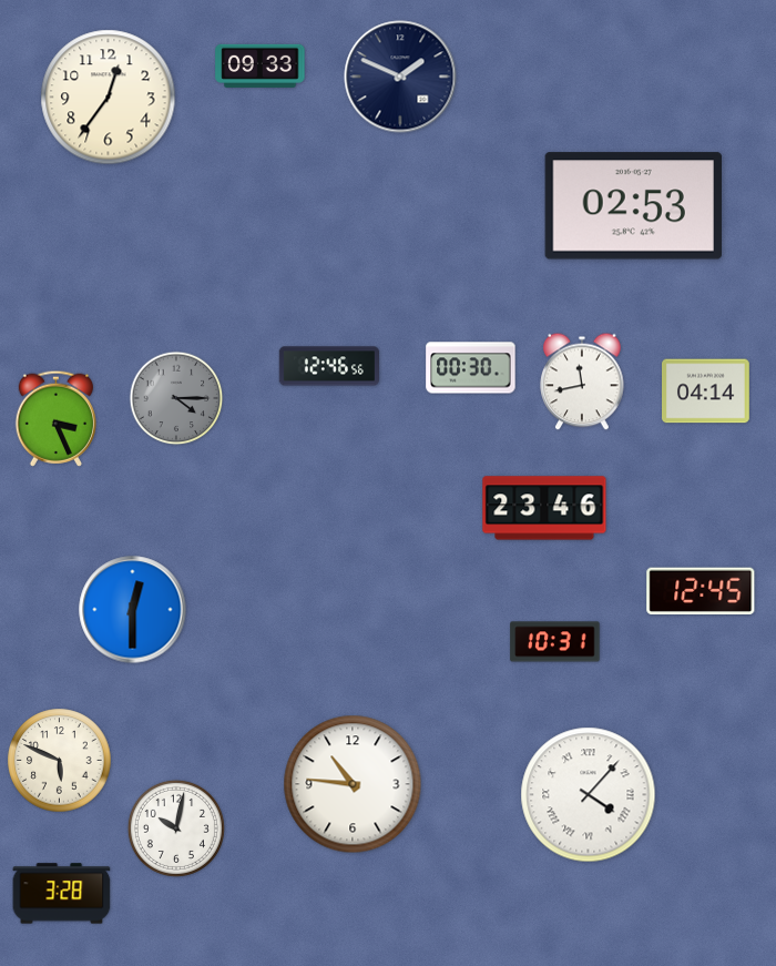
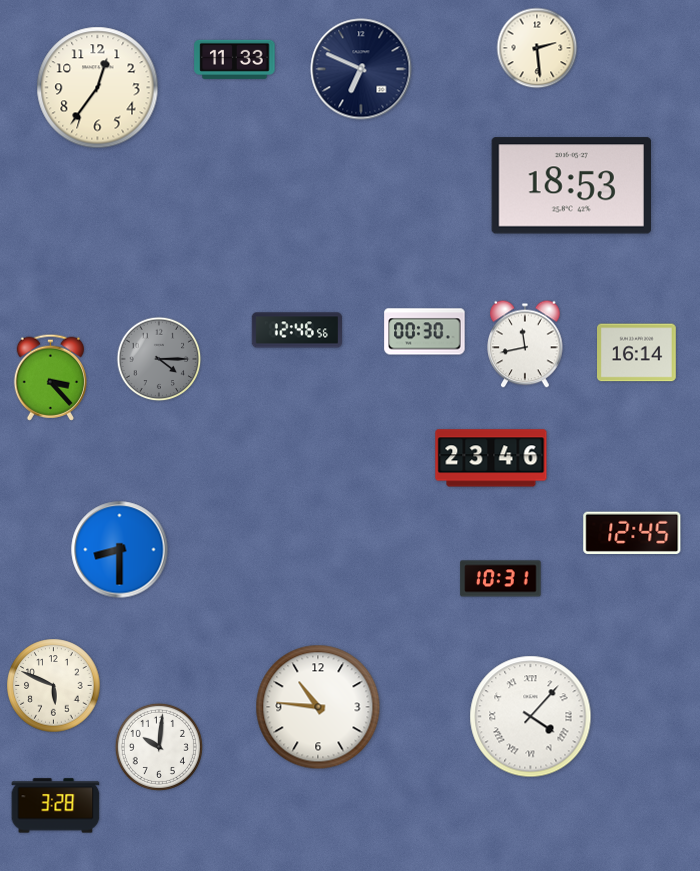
clock at (537, 48): none -> 2:29
clock at (261, 65): 09:33 -> 11:33
clock at (400, 77): 1:49 -> 6:49
clock at (633, 206): 02:53 -> 18:53
clock at (706, 392): 04:14 -> 16:14
clock at (55, 418): 3:26 -> 3:23
clock at (133, 610): 12:30 -> 8:30
clock at (176, 828): 10:02 -> 10:01
